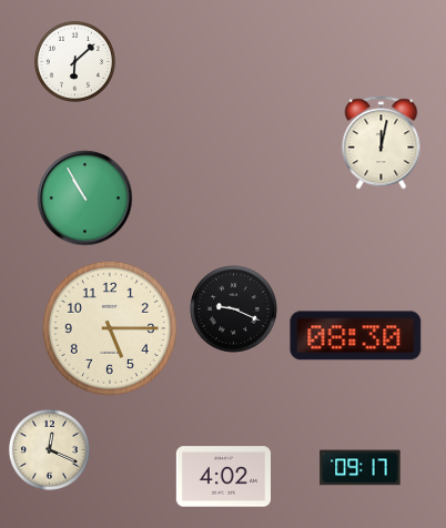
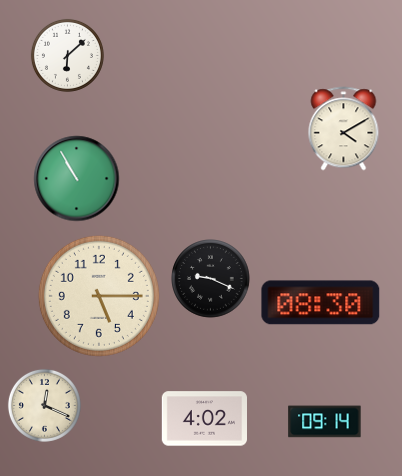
clock at (382, 143): 12:02 -> 4:10
clock at (361, 468): 09:17 -> 09:14
clock at (223, 477) position: (223, 477) -> (204, 419)
